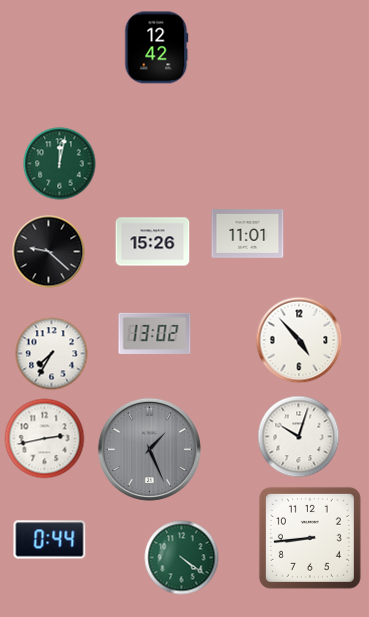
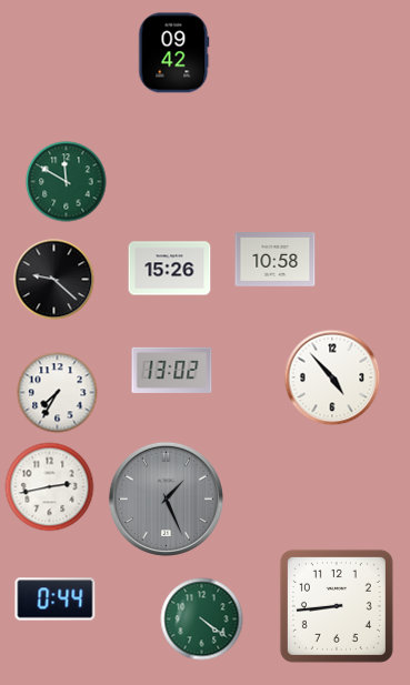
clock at (157, 48): 12:42 -> 09:42
clock at (60, 164): 12:02 -> 11:50
clock at (248, 234): 11:01 -> 10:58
clock at (299, 437): 10:03 -> none
clock at (310, 538) position: (310, 538) -> (337, 606)
